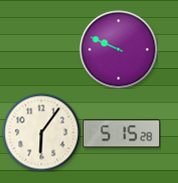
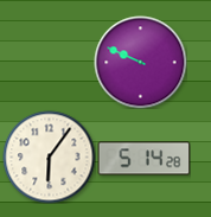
clock at (118, 49) position: (118, 49) -> (140, 62)
clock at (121, 134): 5:15 -> 5:14
